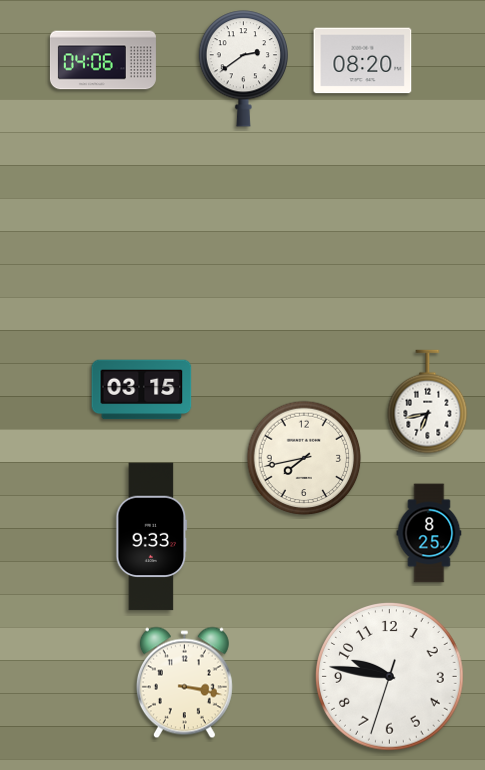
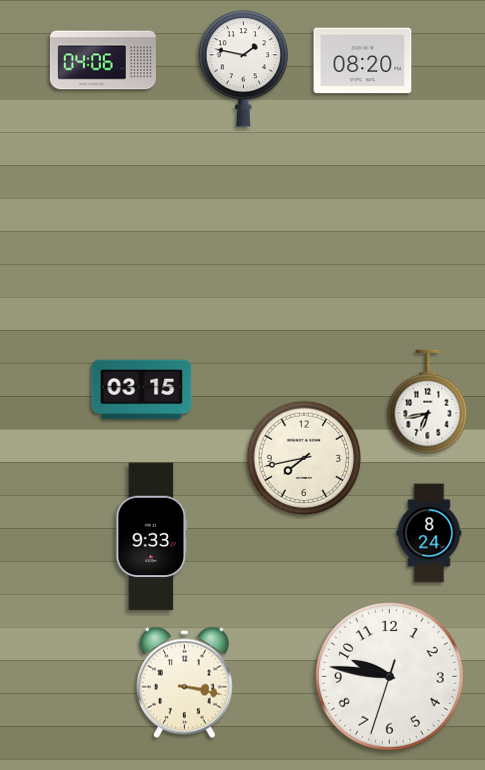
clock at (243, 69): 2:39 -> 1:47
clock at (429, 533): 8:25 -> 8:24
